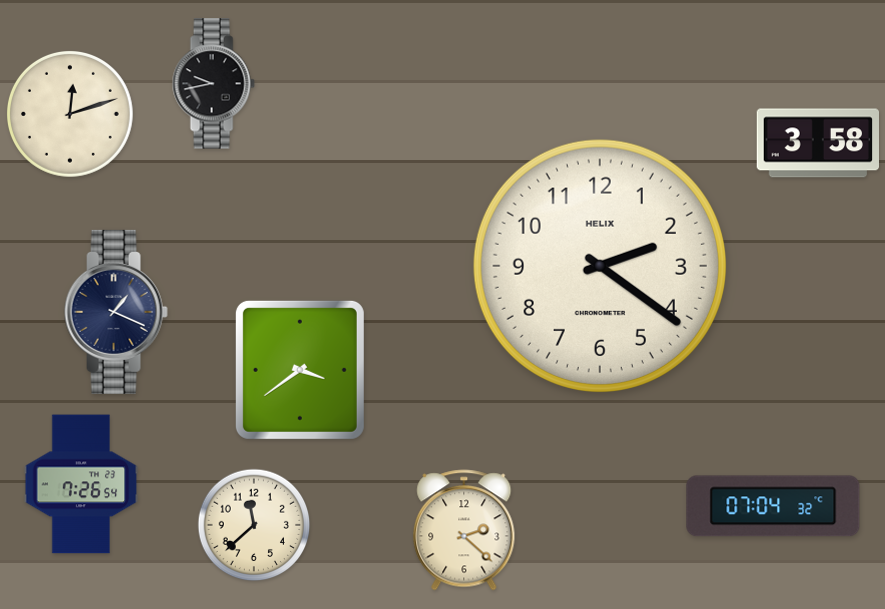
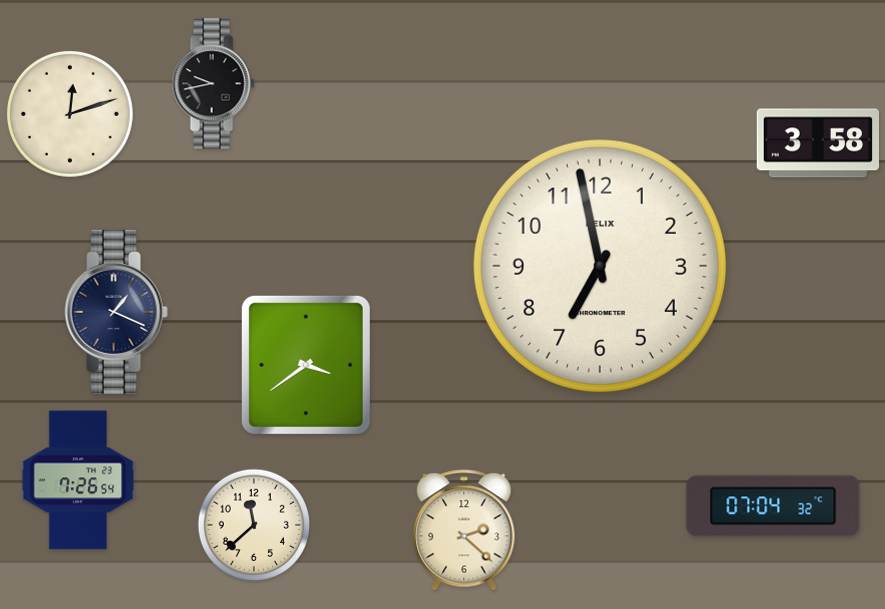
clock at (600, 266): 2:21 -> 6:58
clock at (300, 370) position: (300, 370) -> (306, 365)
clock at (81, 484) position: (81, 484) -> (78, 480)
